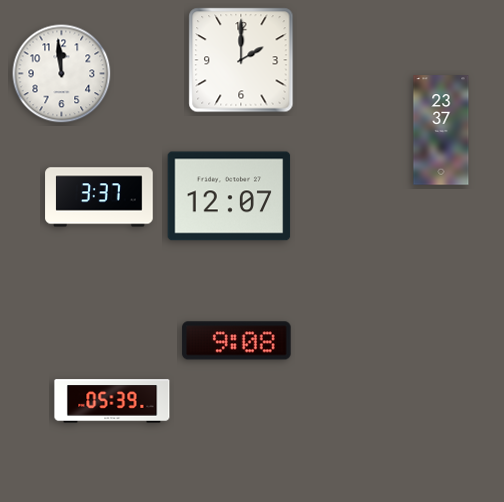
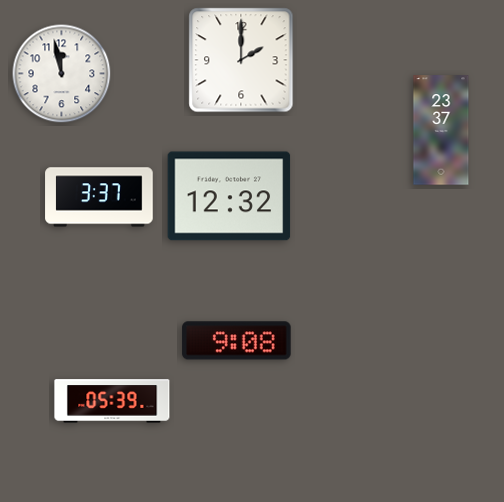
clock at (62, 74): 11:59 -> 11:58
clock at (229, 196): 12:07 -> 12:32
